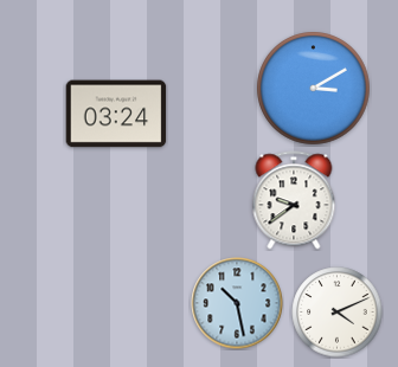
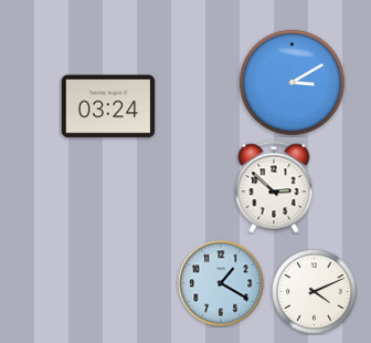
clock at (294, 200): 9:39 -> 2:52
clock at (237, 303): 10:28 -> 1:20
